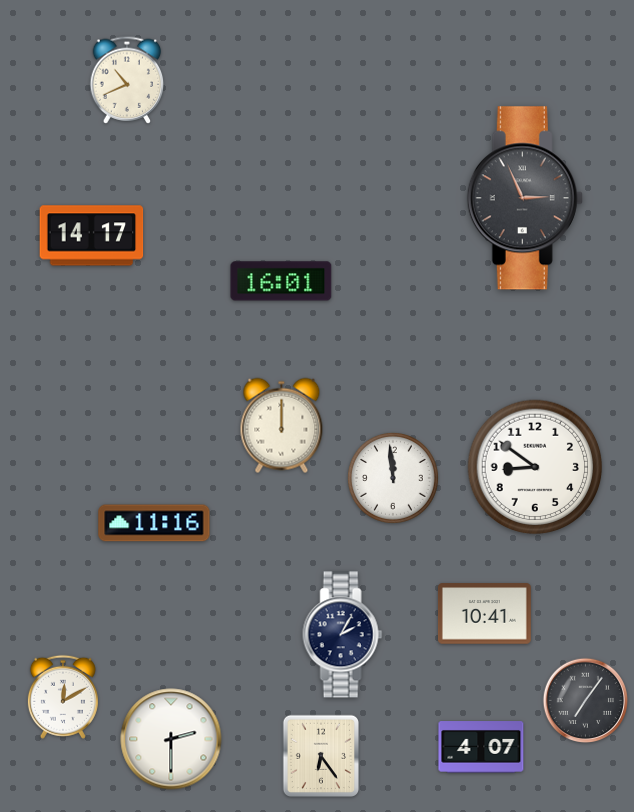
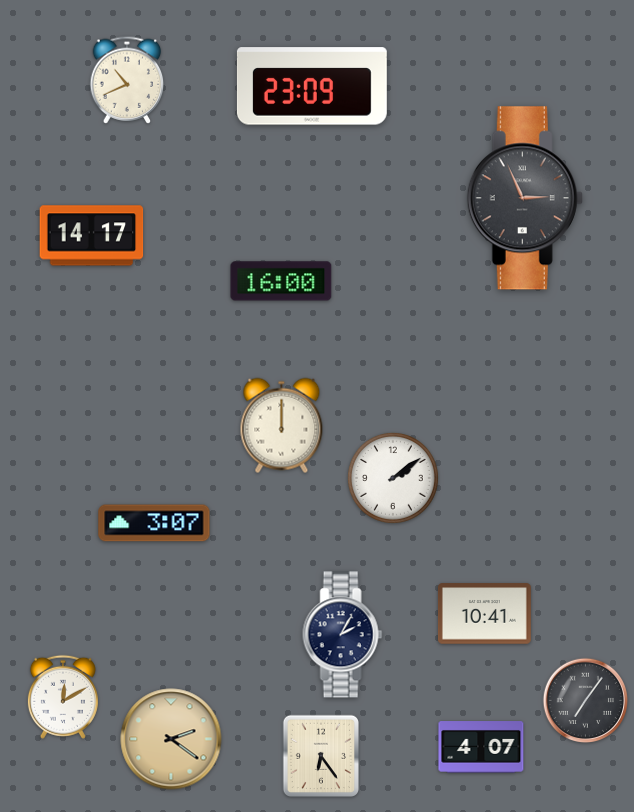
clock at (312, 86): none -> 23:09
clock at (281, 281): 16:01 -> 16:00
clock at (535, 467): 8:51 -> none
clock at (393, 478): 11:59 -> 2:09
clock at (154, 523): 11:16 -> 3:07
clock at (171, 739): 2:30 -> 2:21
clock at (171, 739) dial: white -> champagne
